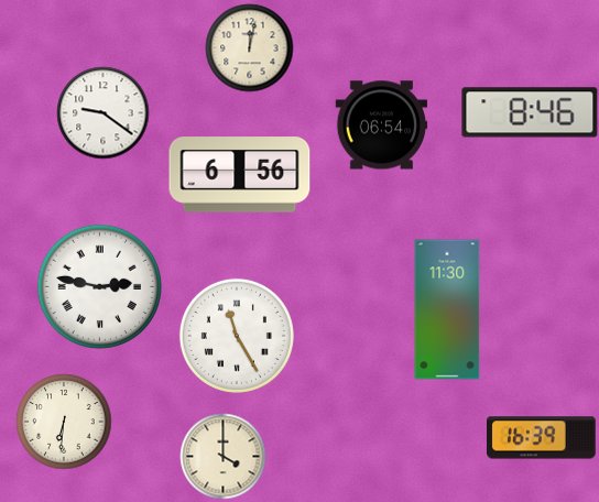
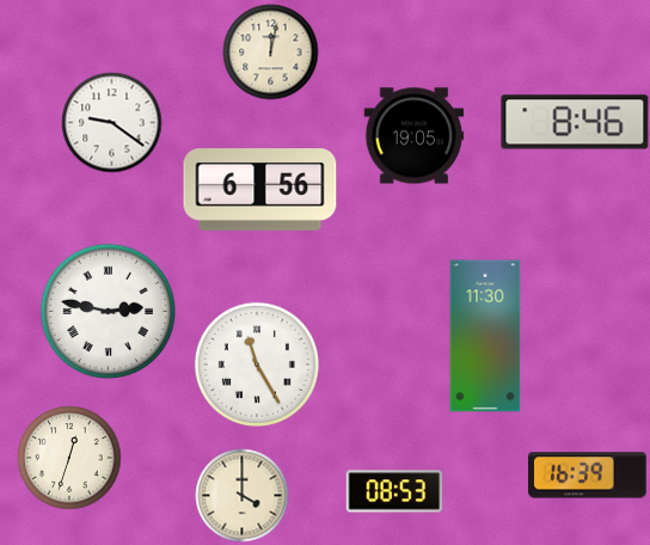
clock at (381, 125): 06:54 -> 19:05
clock at (64, 422): 6:31 -> 12:33
clock at (394, 491): none -> 08:53
